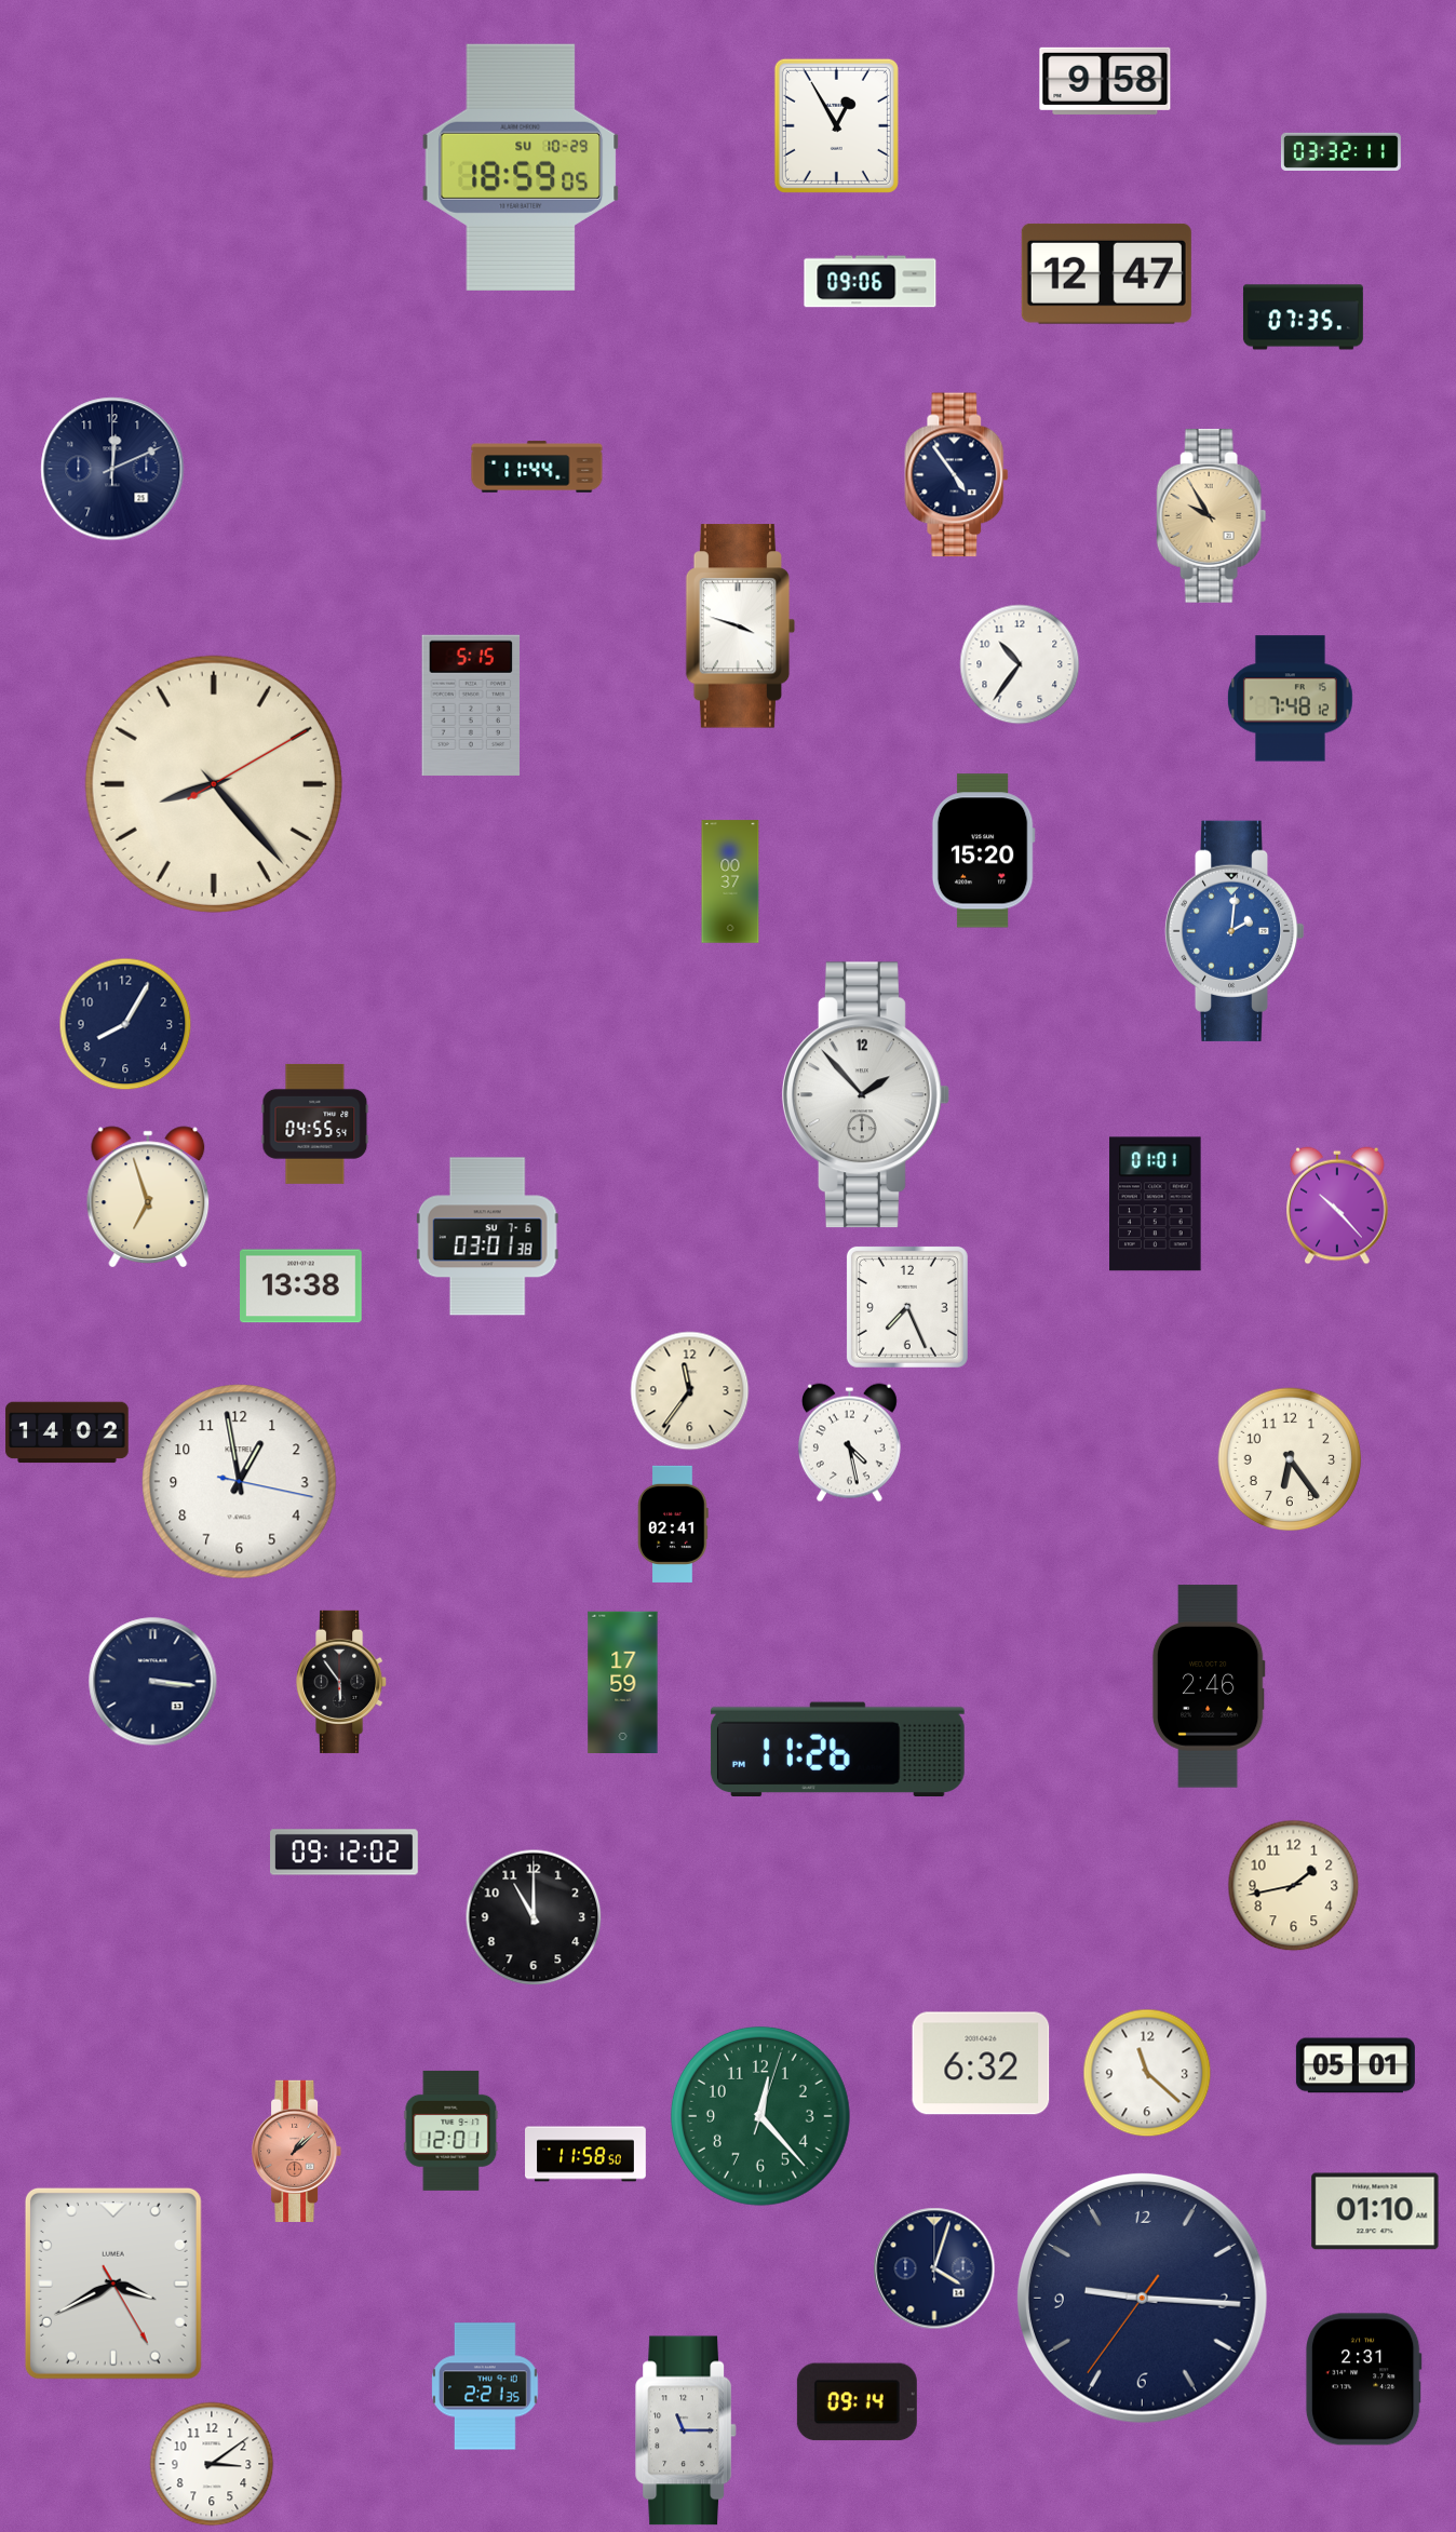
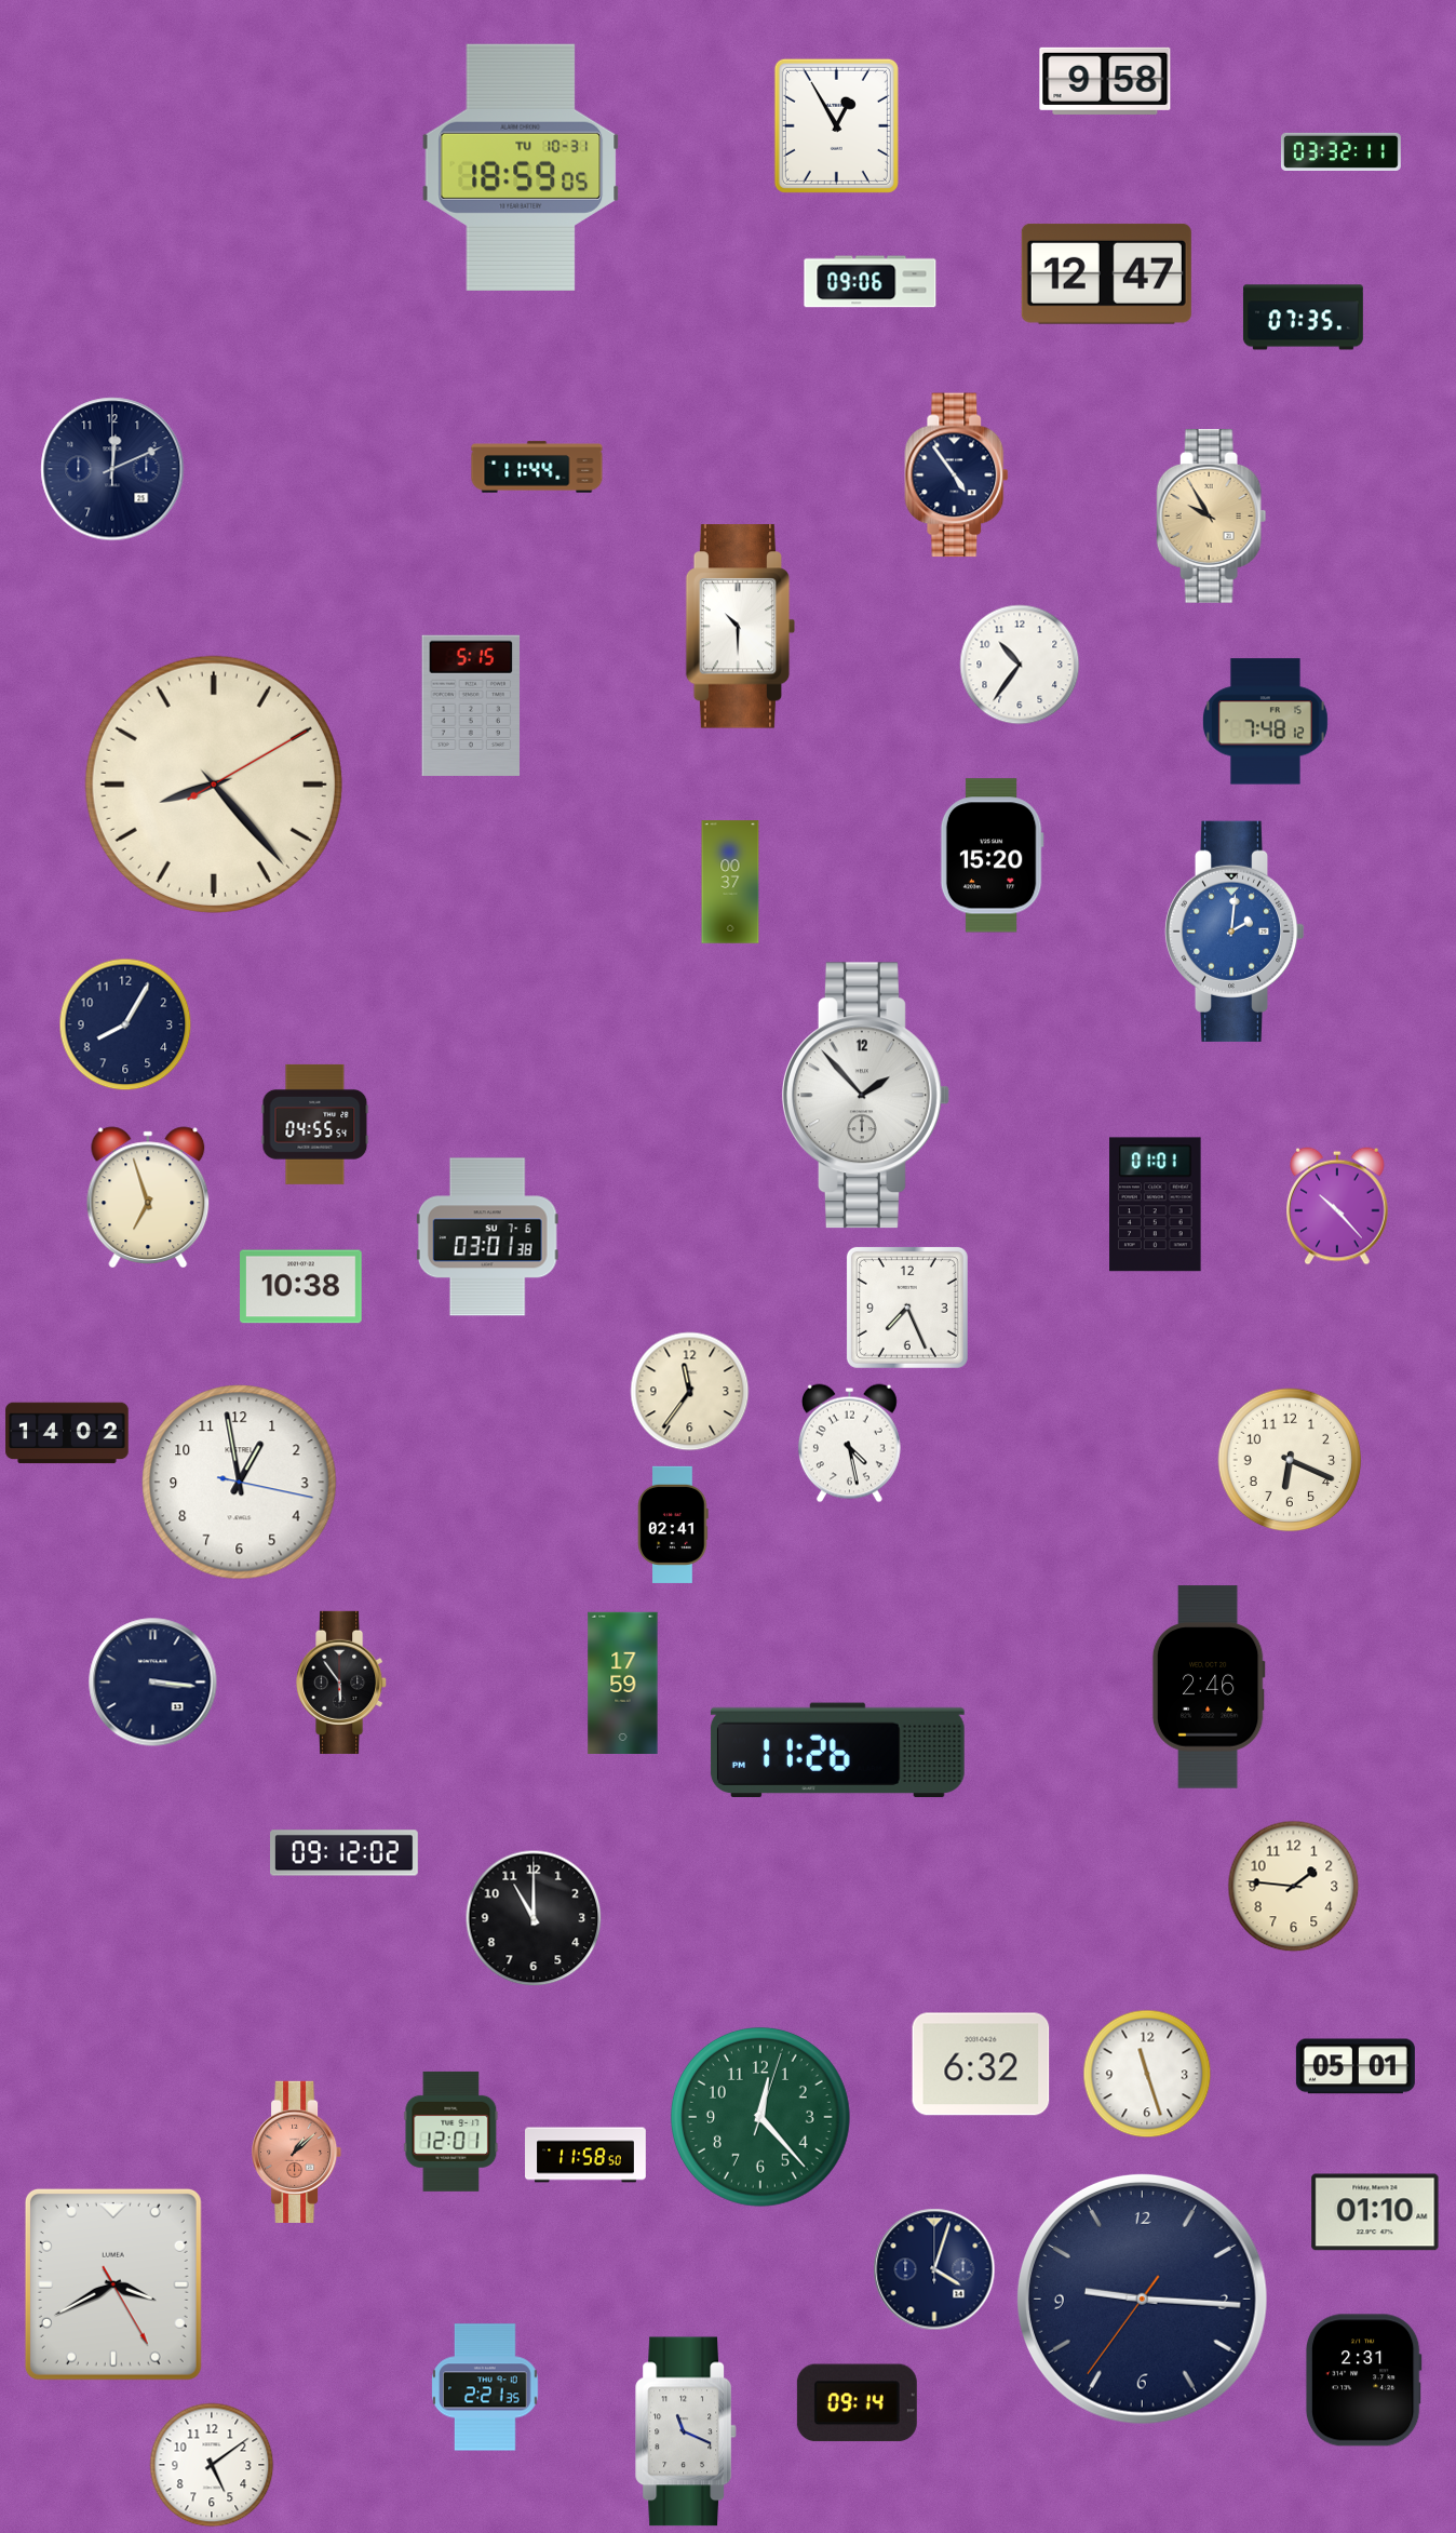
clock at (521, 167) date: SU 10-29 -> TU 10-31
clock at (741, 627): 3:48 -> 10:30
clock at (1290, 699) position: (1290, 699) -> (1265, 722)
clock at (983, 851) position: (983, 851) -> (992, 856)
clock at (301, 1287): 13:38 -> 10:38
clock at (1290, 1459): 6:24 -> 6:19
clock at (1294, 1886): 1:43 -> 1:46
clock at (1147, 2073): 11:22 -> 11:27
clock at (686, 2430): 11:15 -> 11:19
clock at (212, 2464): 3:09 -> 5:09
